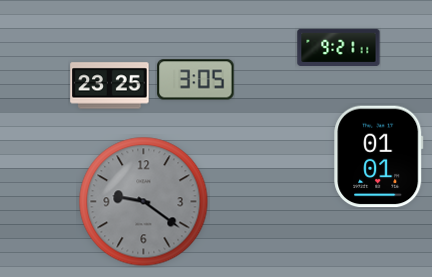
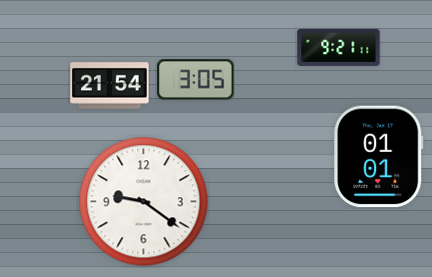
clock at (110, 86): 23:25 -> 21:54
clock at (144, 202) dial: grey -> white
